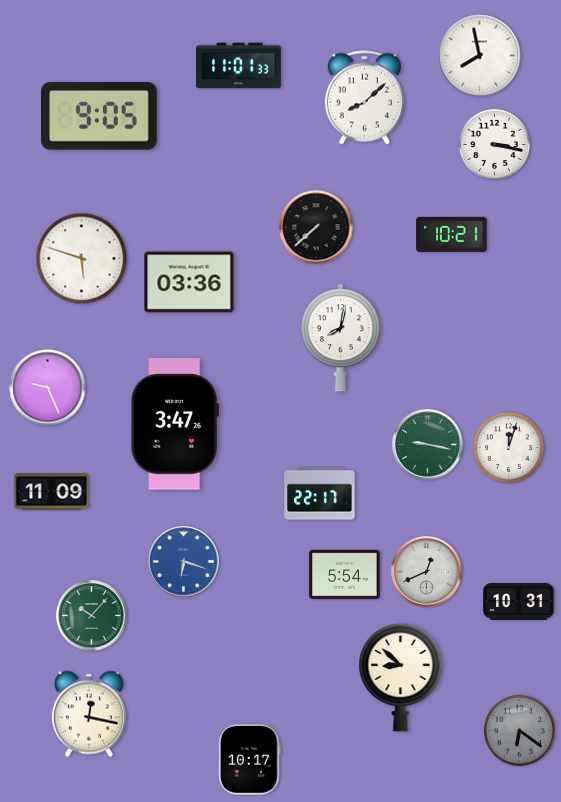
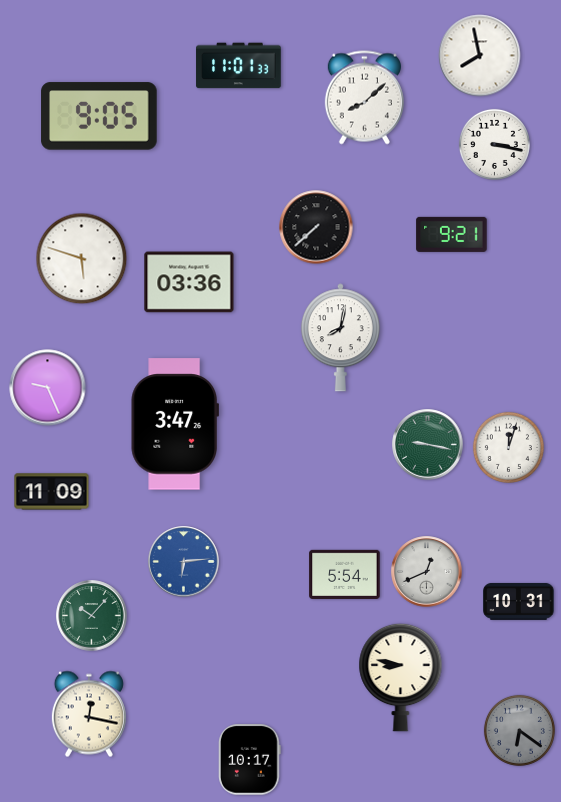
clock at (452, 234): 10:21 -> 9:21
clock at (320, 494): 22:17 -> none
clock at (184, 562): 6:18 -> 6:14
clock at (401, 677): 8:52 -> 8:47
